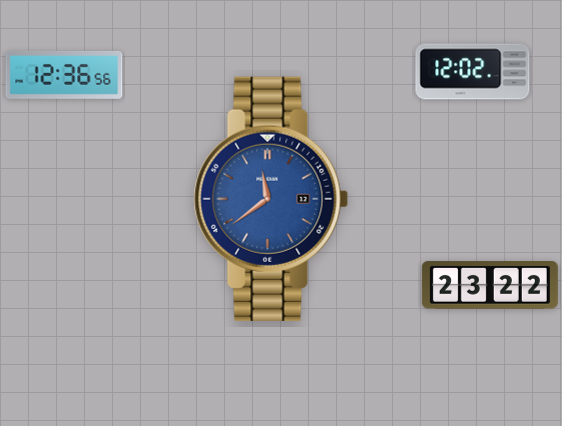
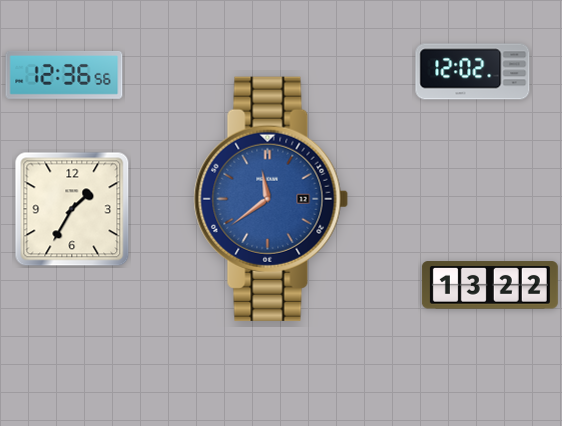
clock at (72, 209): none -> 1:35
clock at (490, 285): 23:22 -> 13:22
